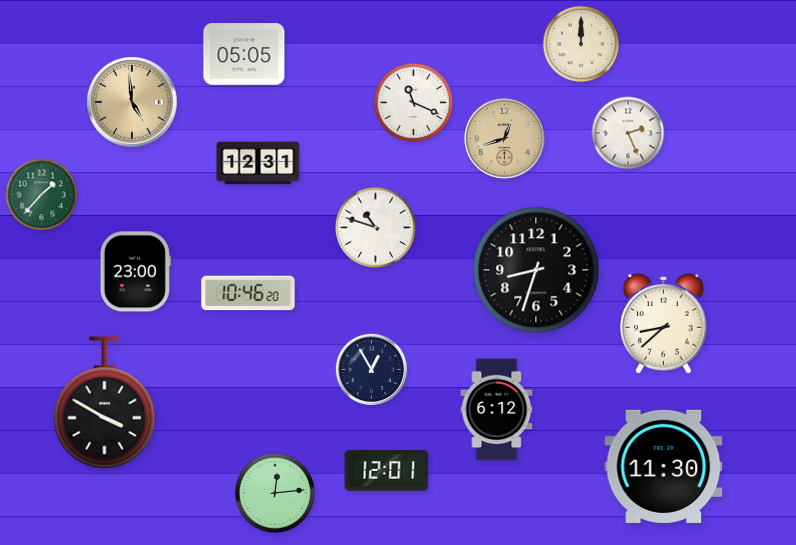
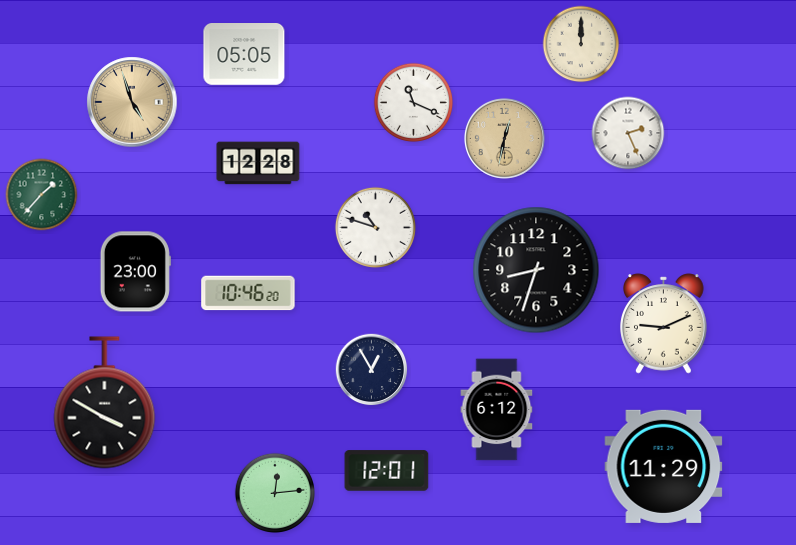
clock at (132, 102): 4:59 -> 4:57
clock at (504, 138): 12:42 -> 12:32
clock at (258, 163): 12:31 -> 12:28
clock at (664, 324): 8:38 -> 9:11
clock at (664, 466): 11:30 -> 11:29
